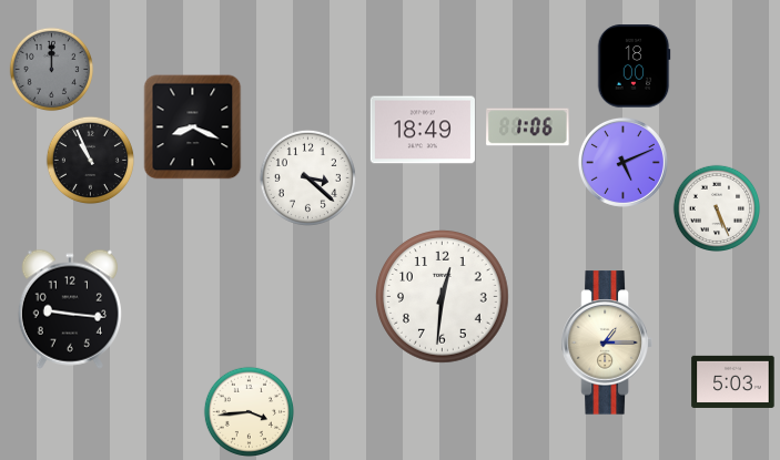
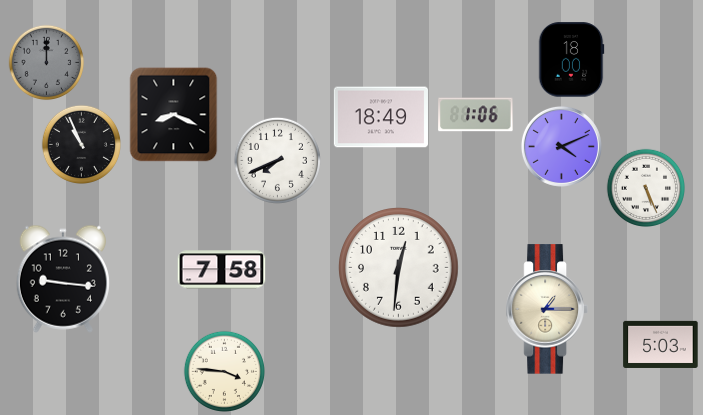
clock at (622, 162): 5:11 -> 4:11
clock at (307, 177): 3:22 -> 7:41
clock at (222, 270): none -> 7:58
clock at (249, 411): 3:44 -> 3:46
